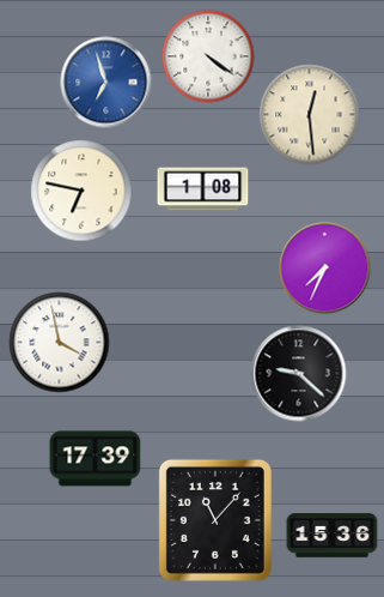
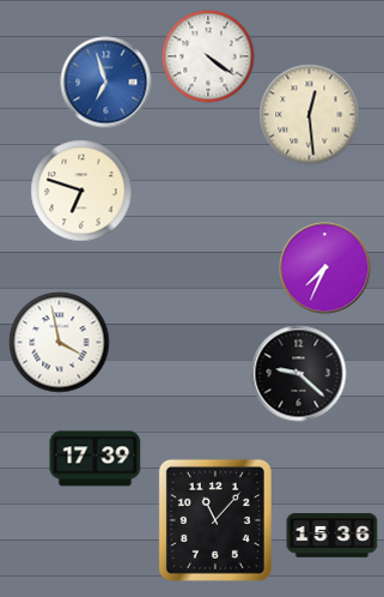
clock at (203, 189): 1:08 -> none
clock at (81, 191): 6:47 -> 6:48
